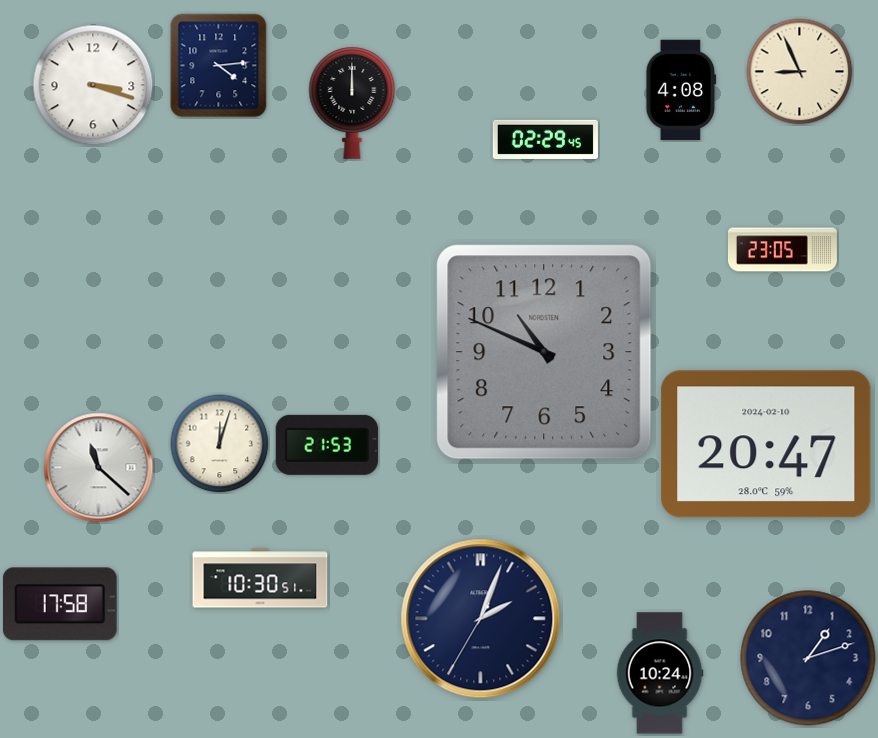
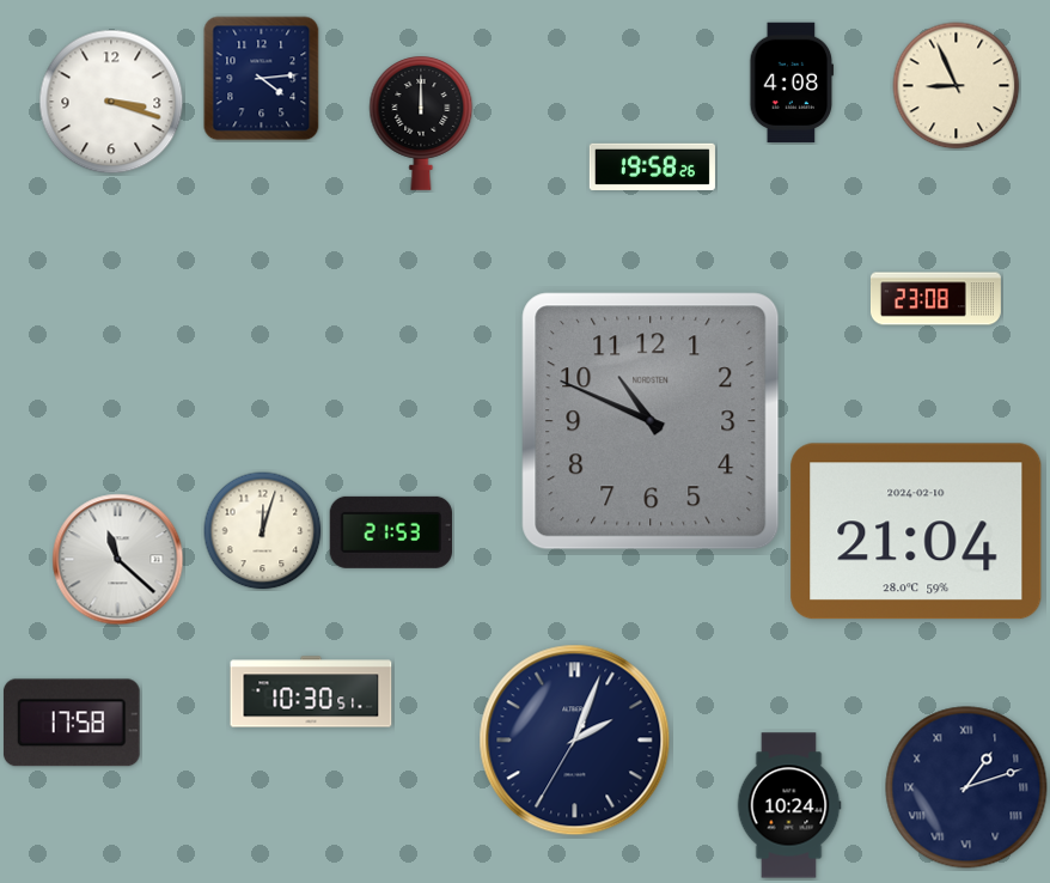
clock at (681, 90) position: (681, 90) -> (792, 83)
clock at (545, 139): 02:29 -> 19:58
clock at (782, 250): 23:05 -> 23:08
clock at (766, 444): 20:47 -> 21:04
clock at (808, 658) numerals: Arabic -> Roman
